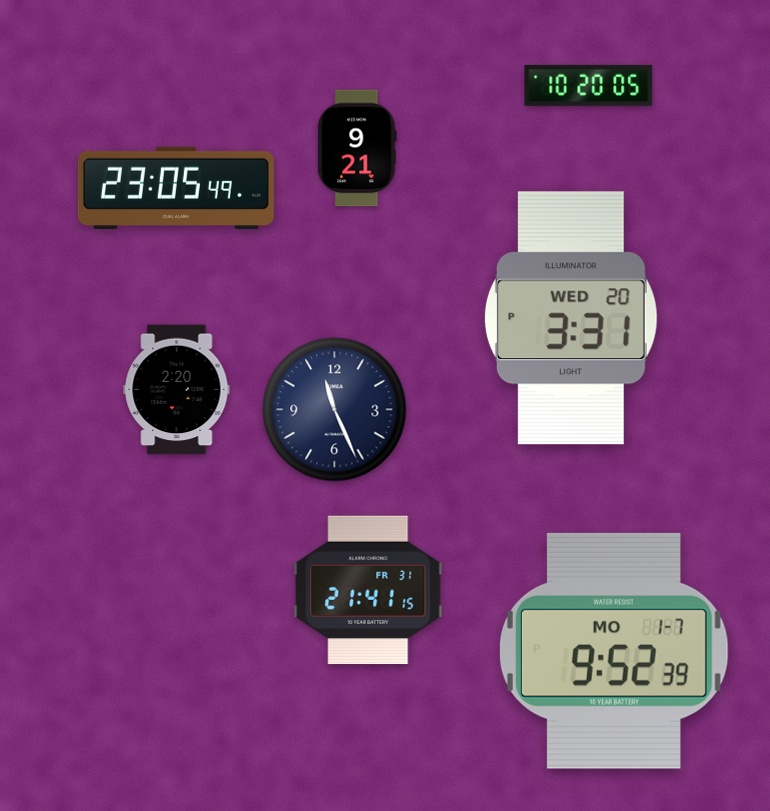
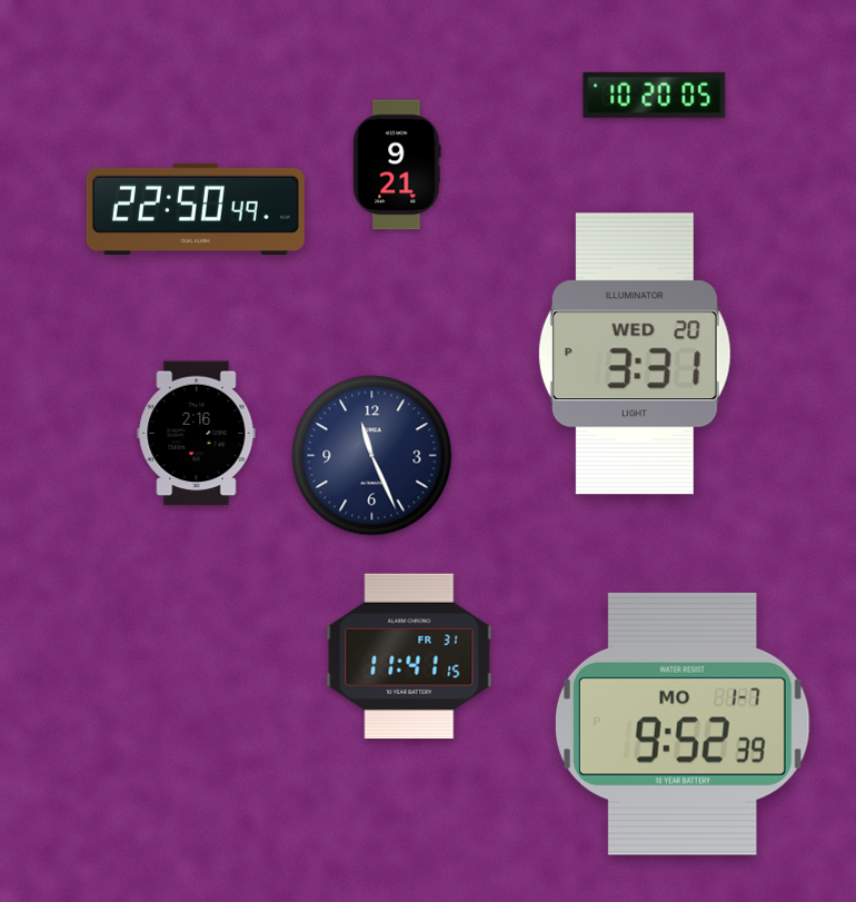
clock at (176, 188): 23:05 -> 22:50
clock at (177, 390): 2:20 -> 2:16
clock at (368, 590): 21:41 -> 11:41
